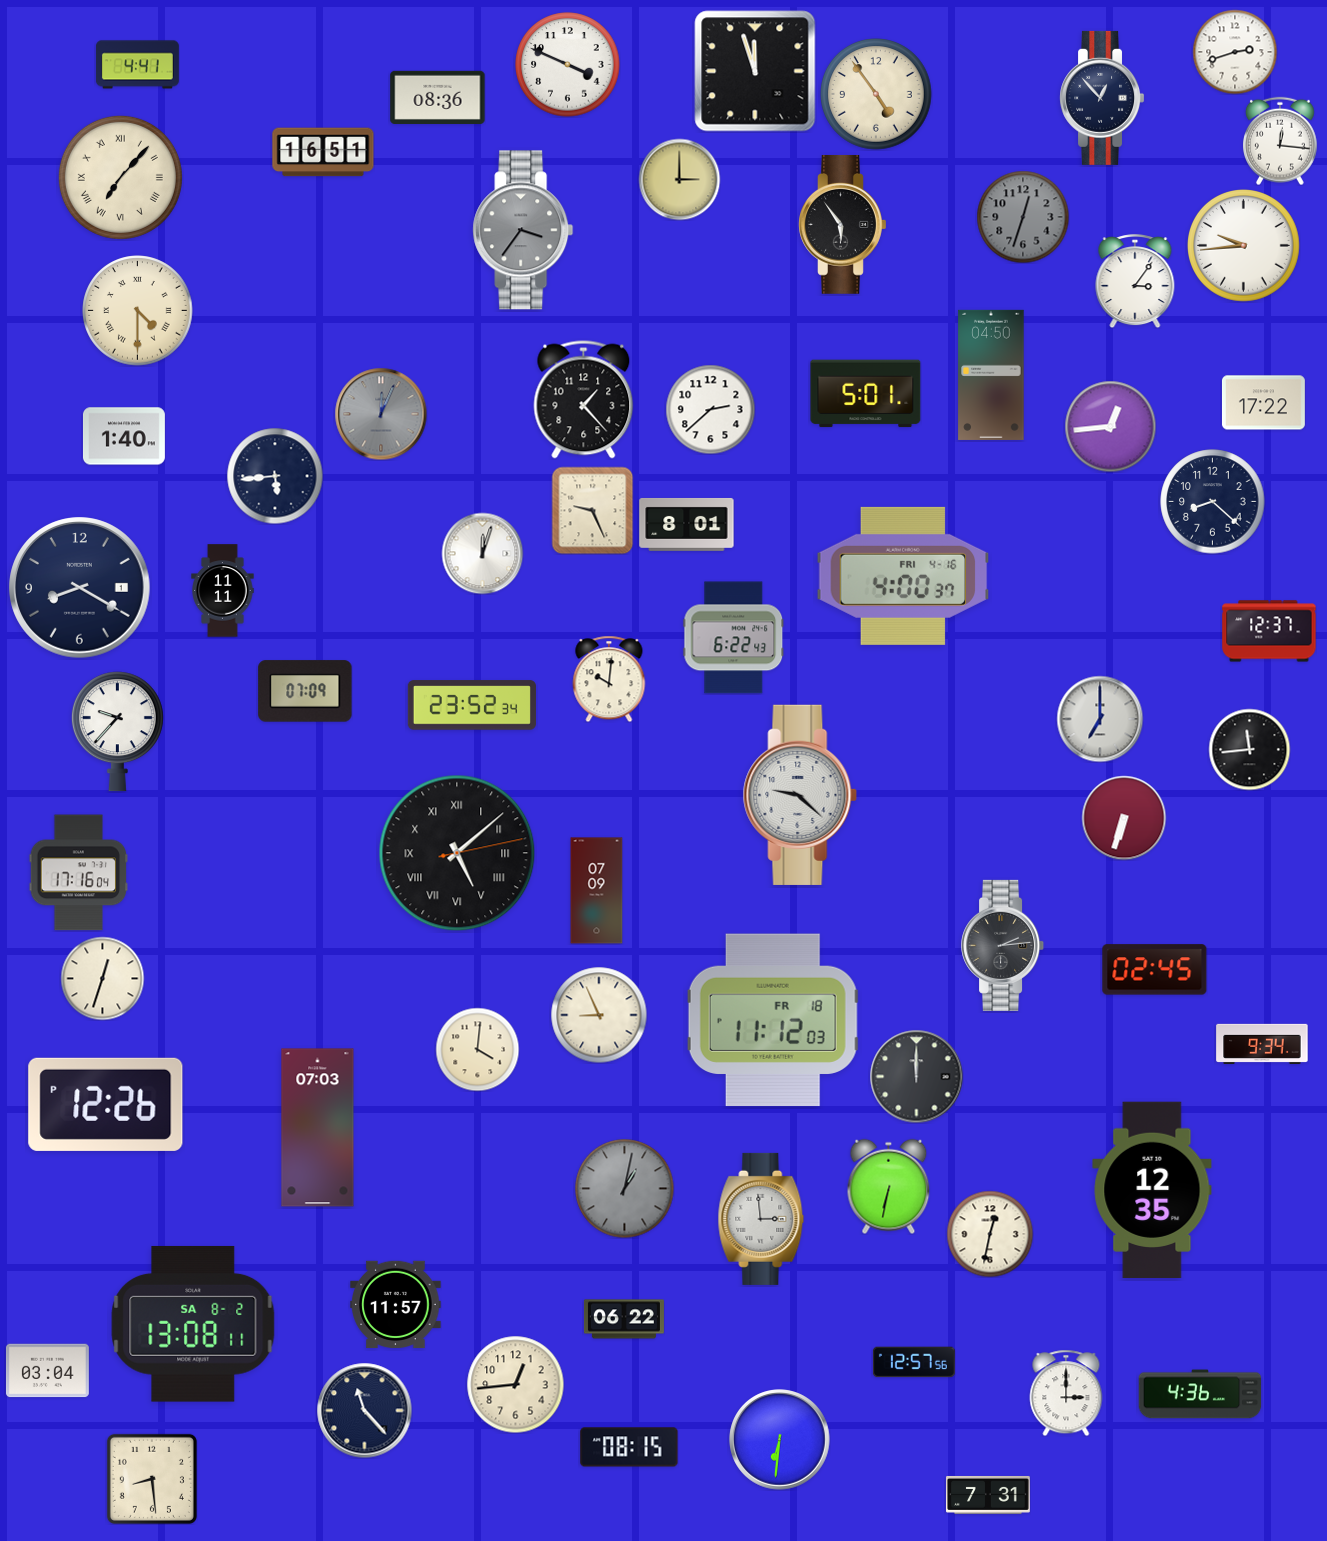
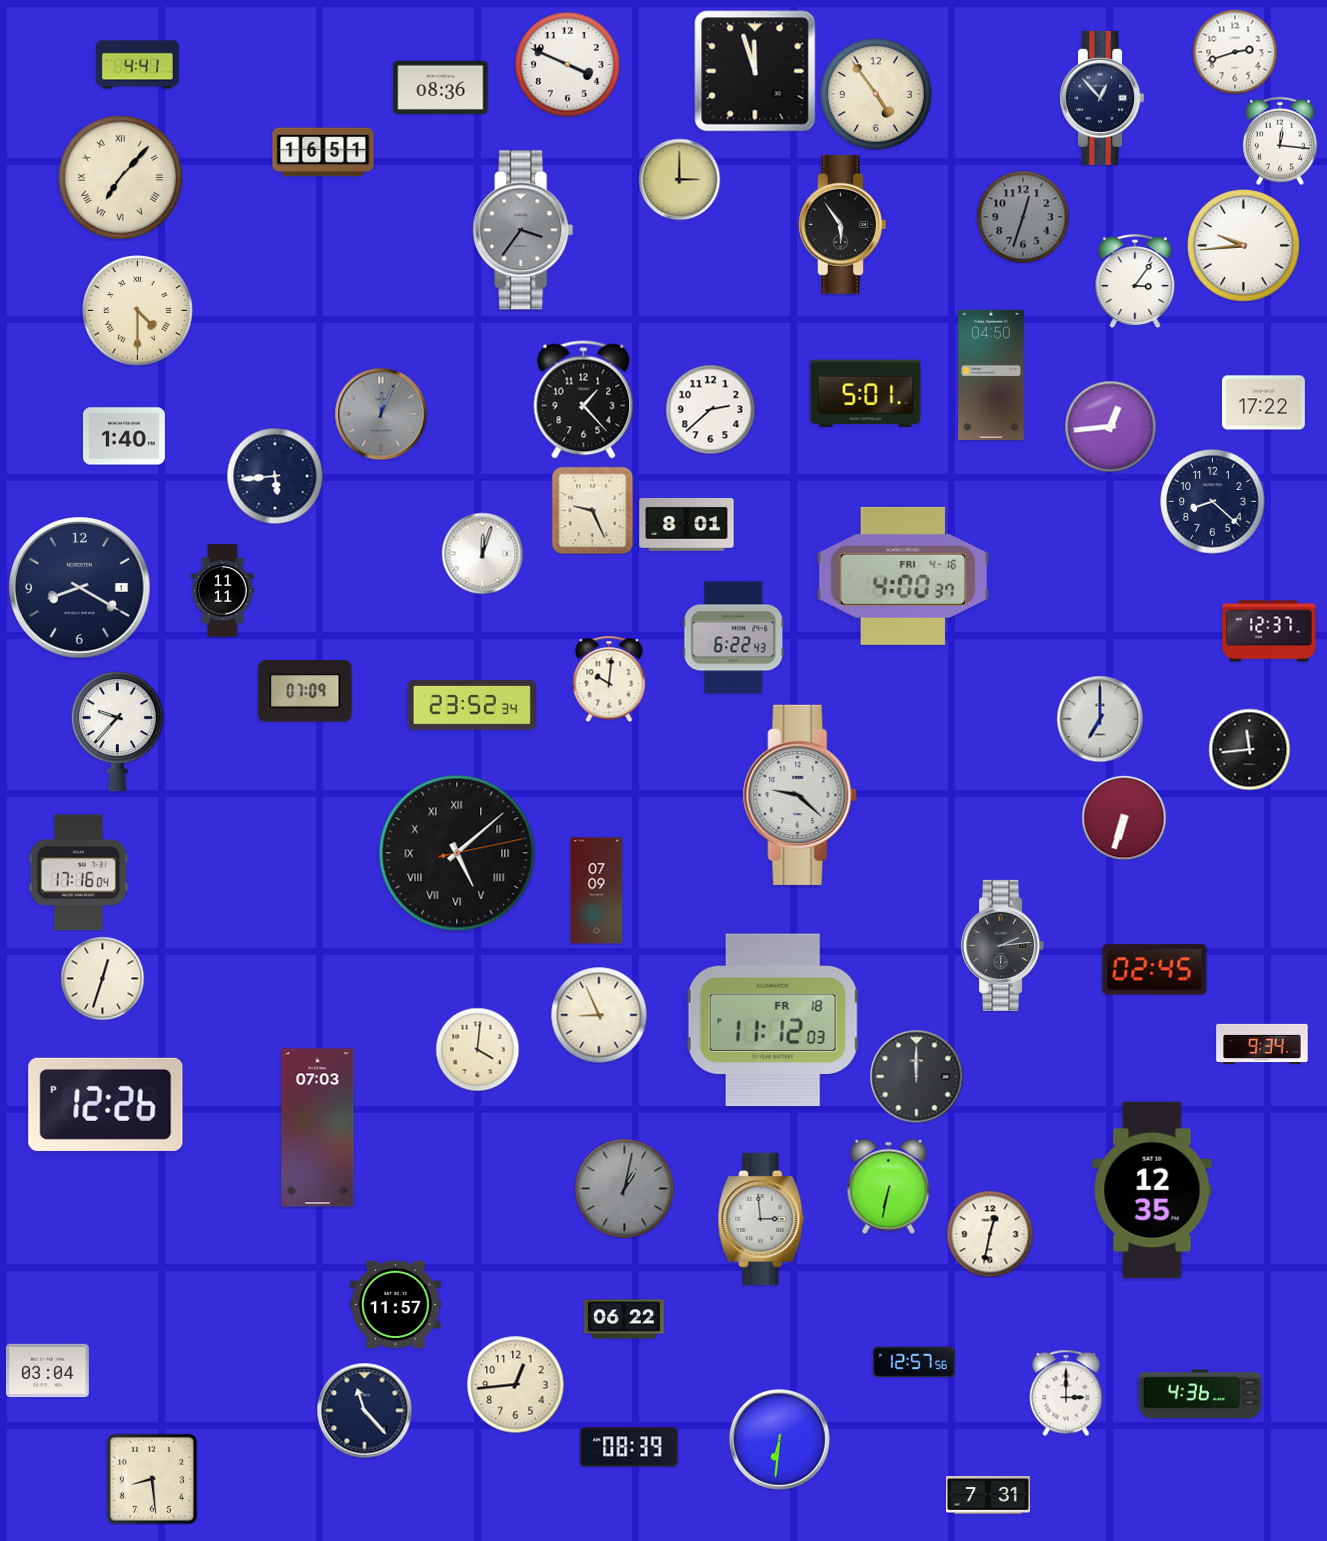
clock at (438, 97) position: (438, 97) -> (441, 87)
clock at (193, 1324): 13:08 -> none
clock at (629, 1447): 08:15 -> 08:39
